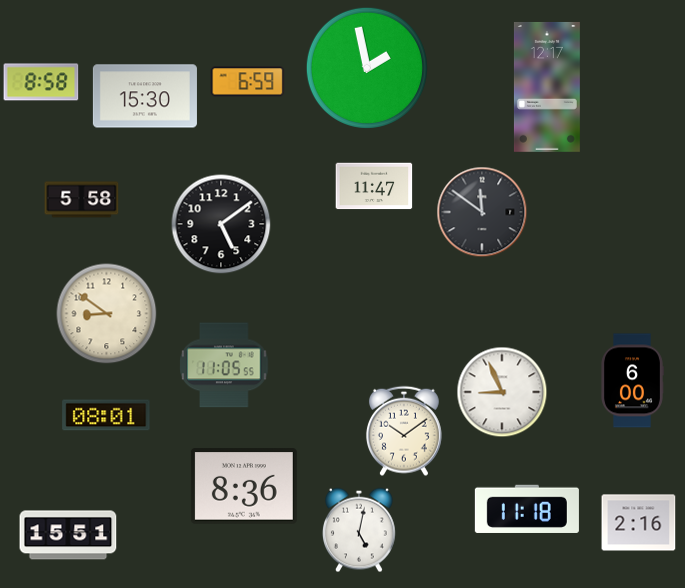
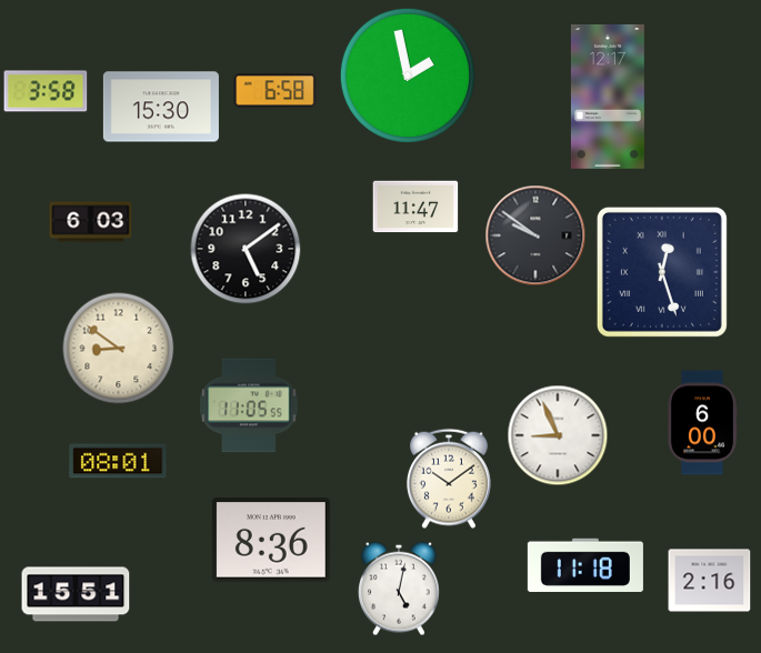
clock at (41, 82): 8:58 -> 3:58
clock at (248, 82): 6:59 -> 6:58
clock at (82, 200): 5:58 -> 6:03
clock at (482, 212): 11:51 -> 9:51
clock at (662, 272): none -> 12:27
